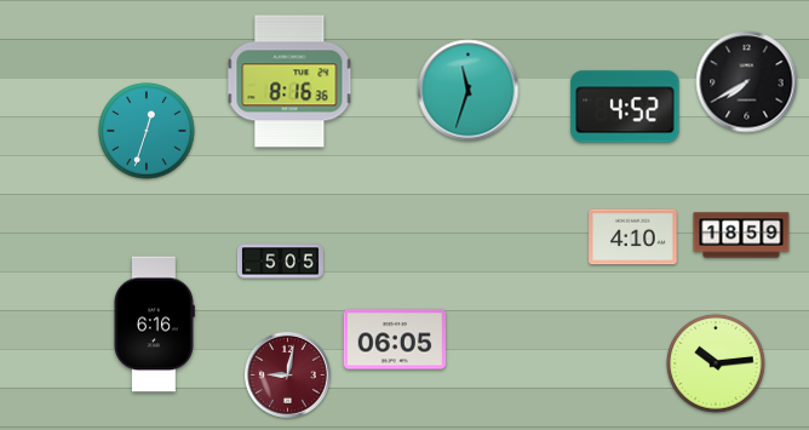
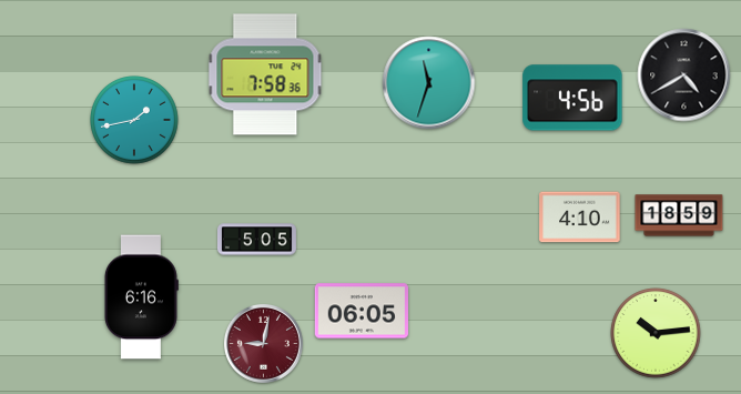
clock at (289, 81): 8:16 -> 7:58
clock at (747, 82): 7:40 -> 4:40
clock at (625, 107): 4:52 -> 4:56
clock at (148, 132): 12:33 -> 1:43
